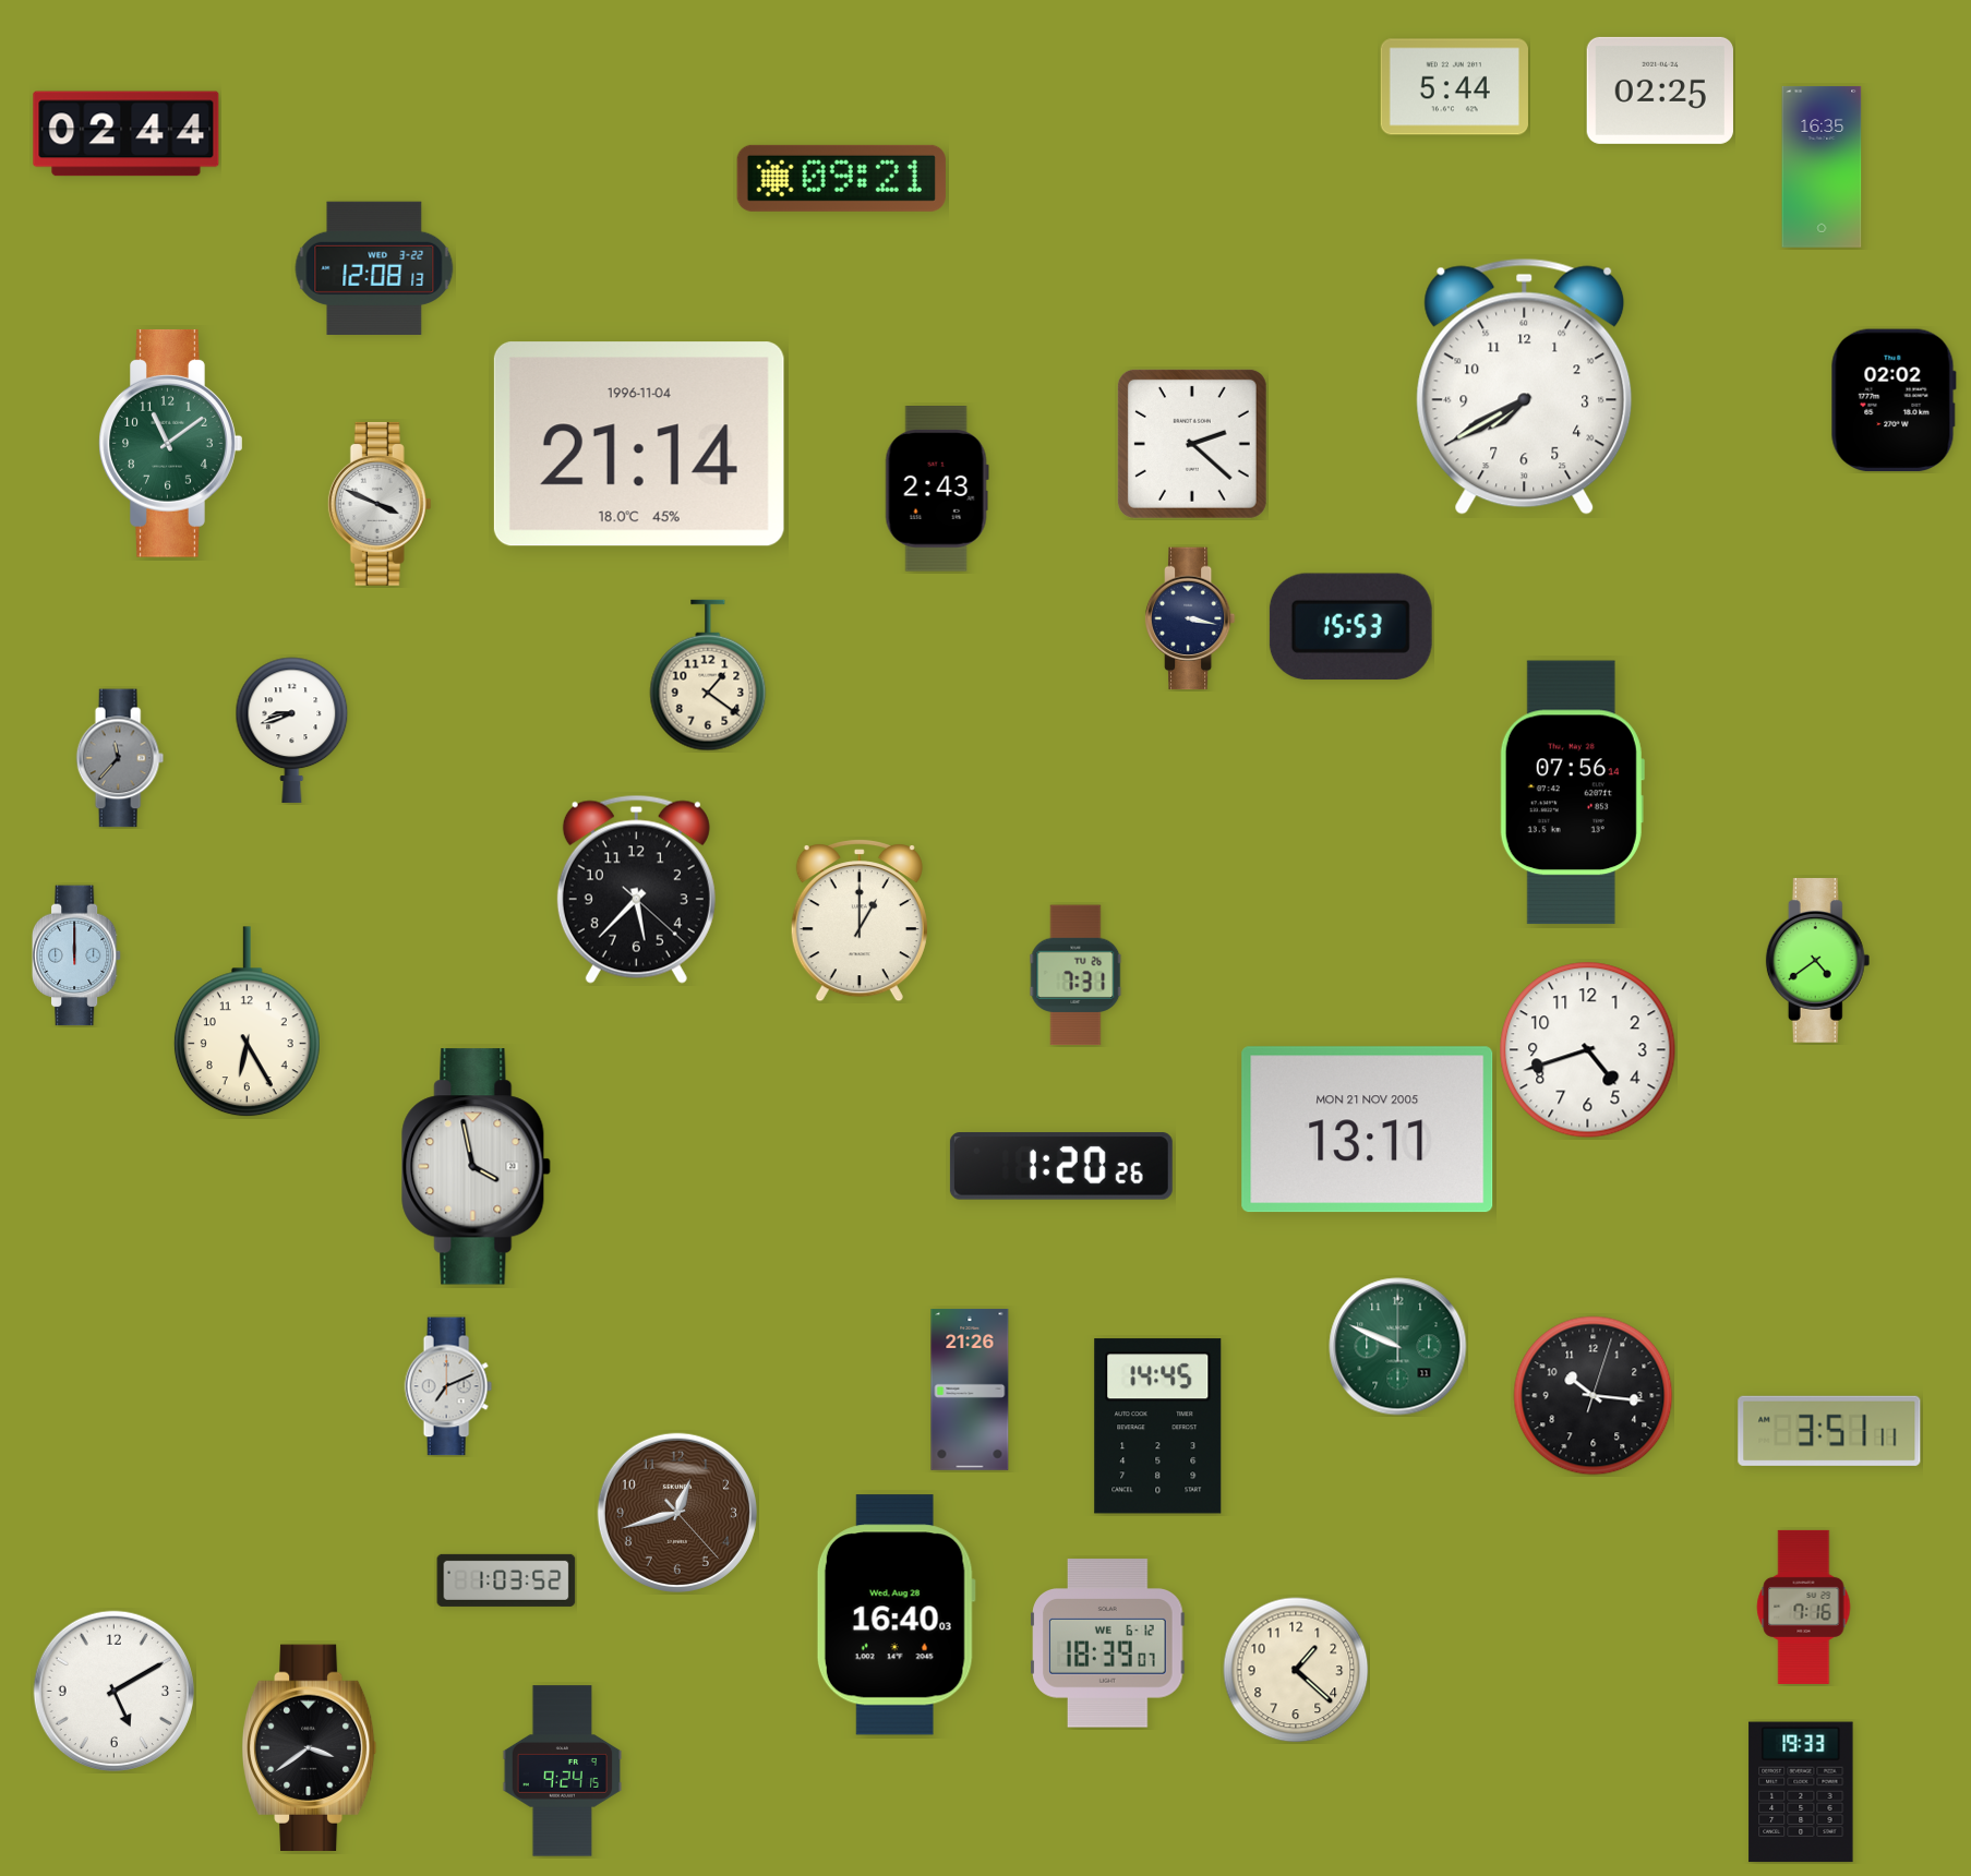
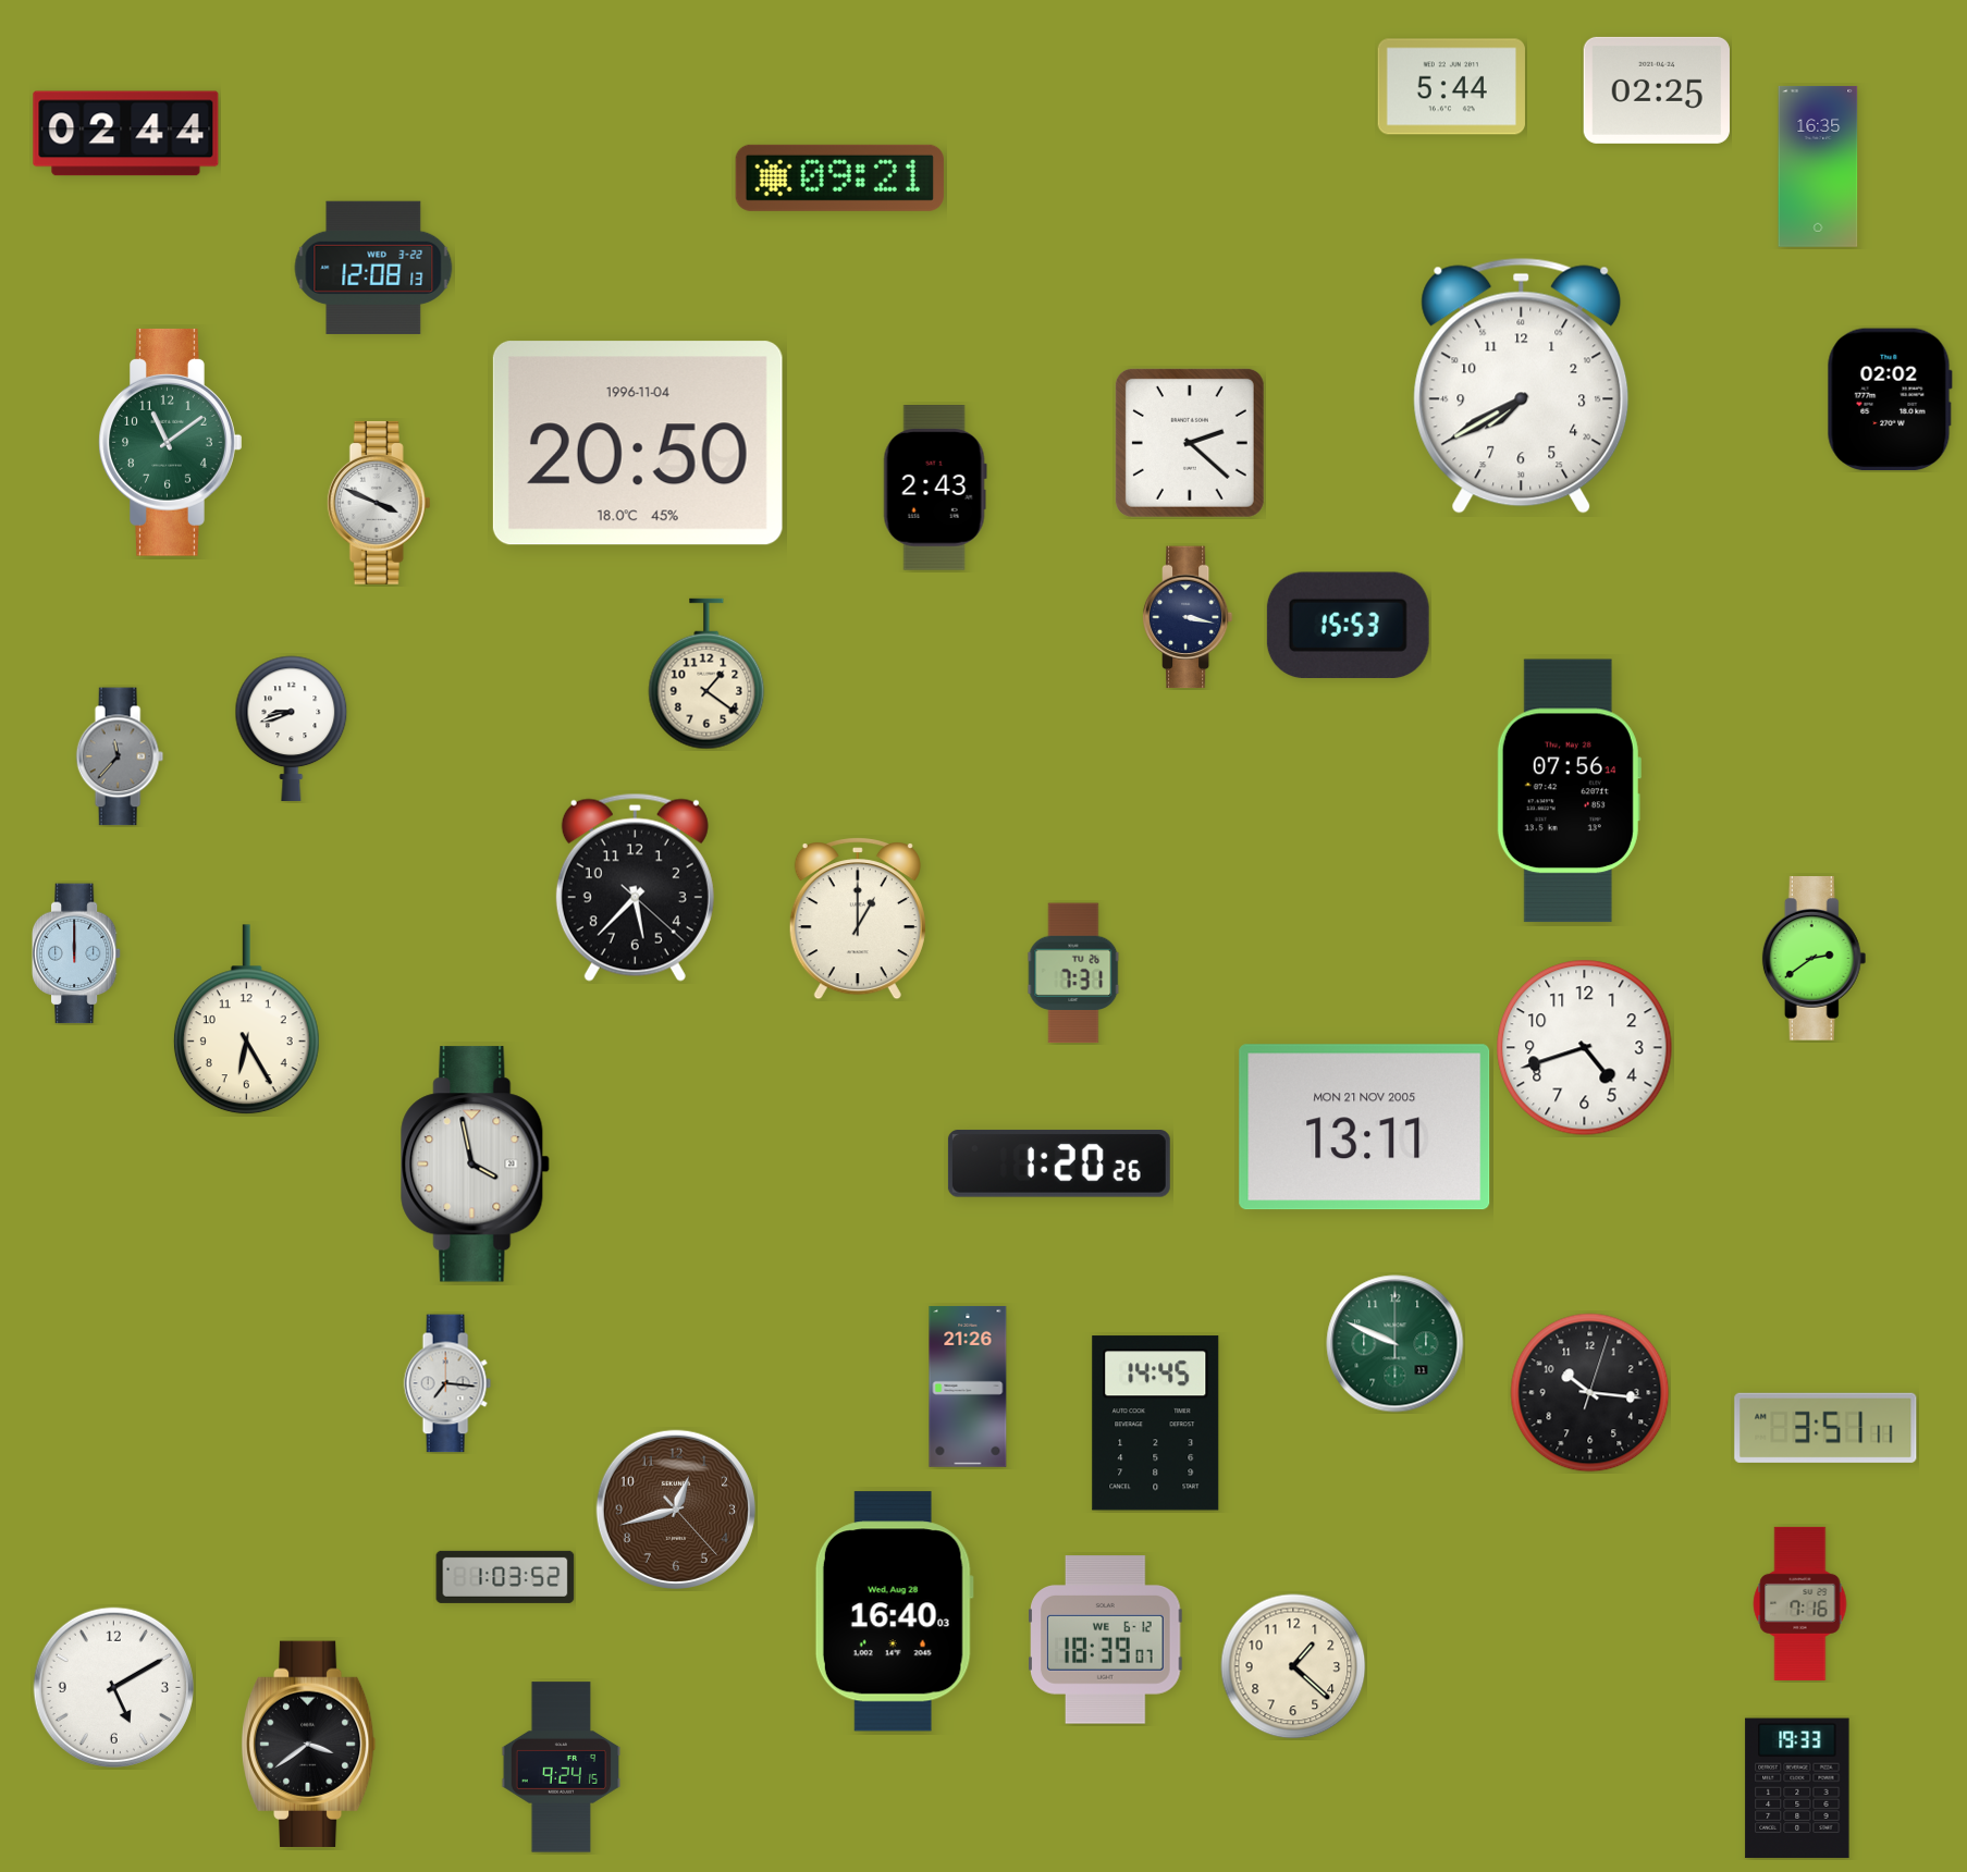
clock at (639, 444): 21:14 -> 20:50
clock at (1818, 961): 4:39 -> 2:39
clock at (448, 1386): 7:11 -> 7:16
